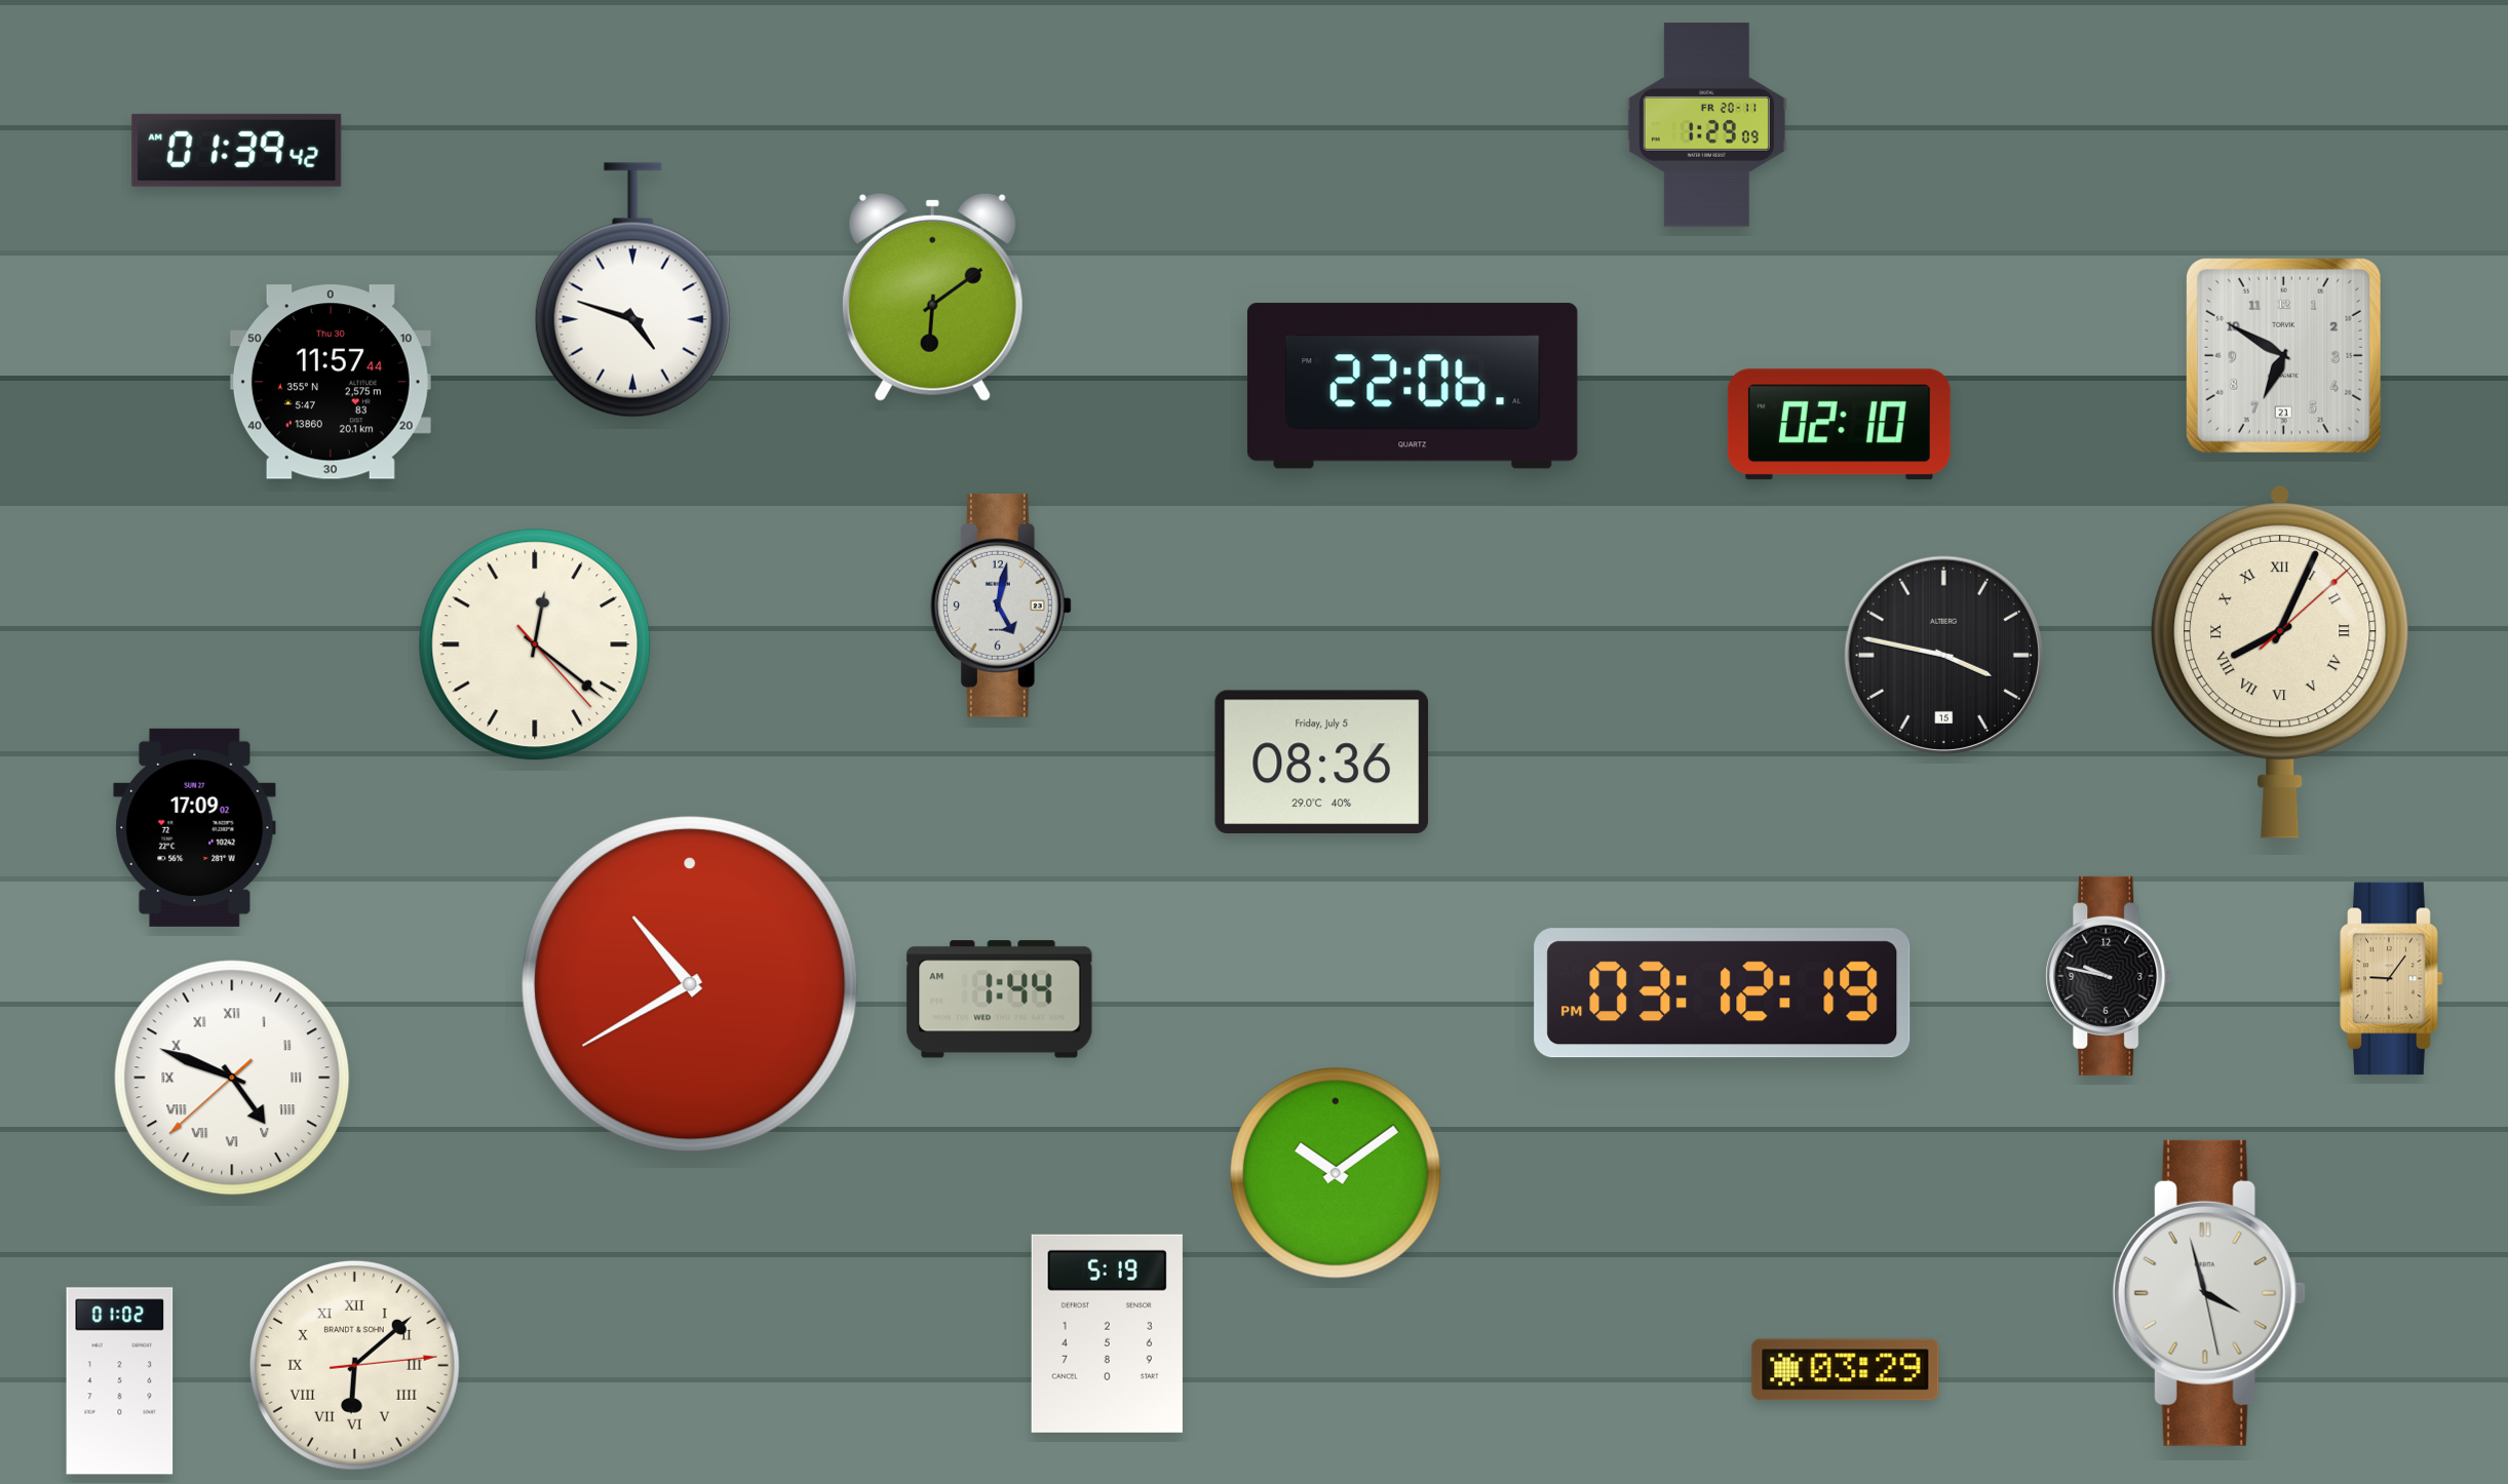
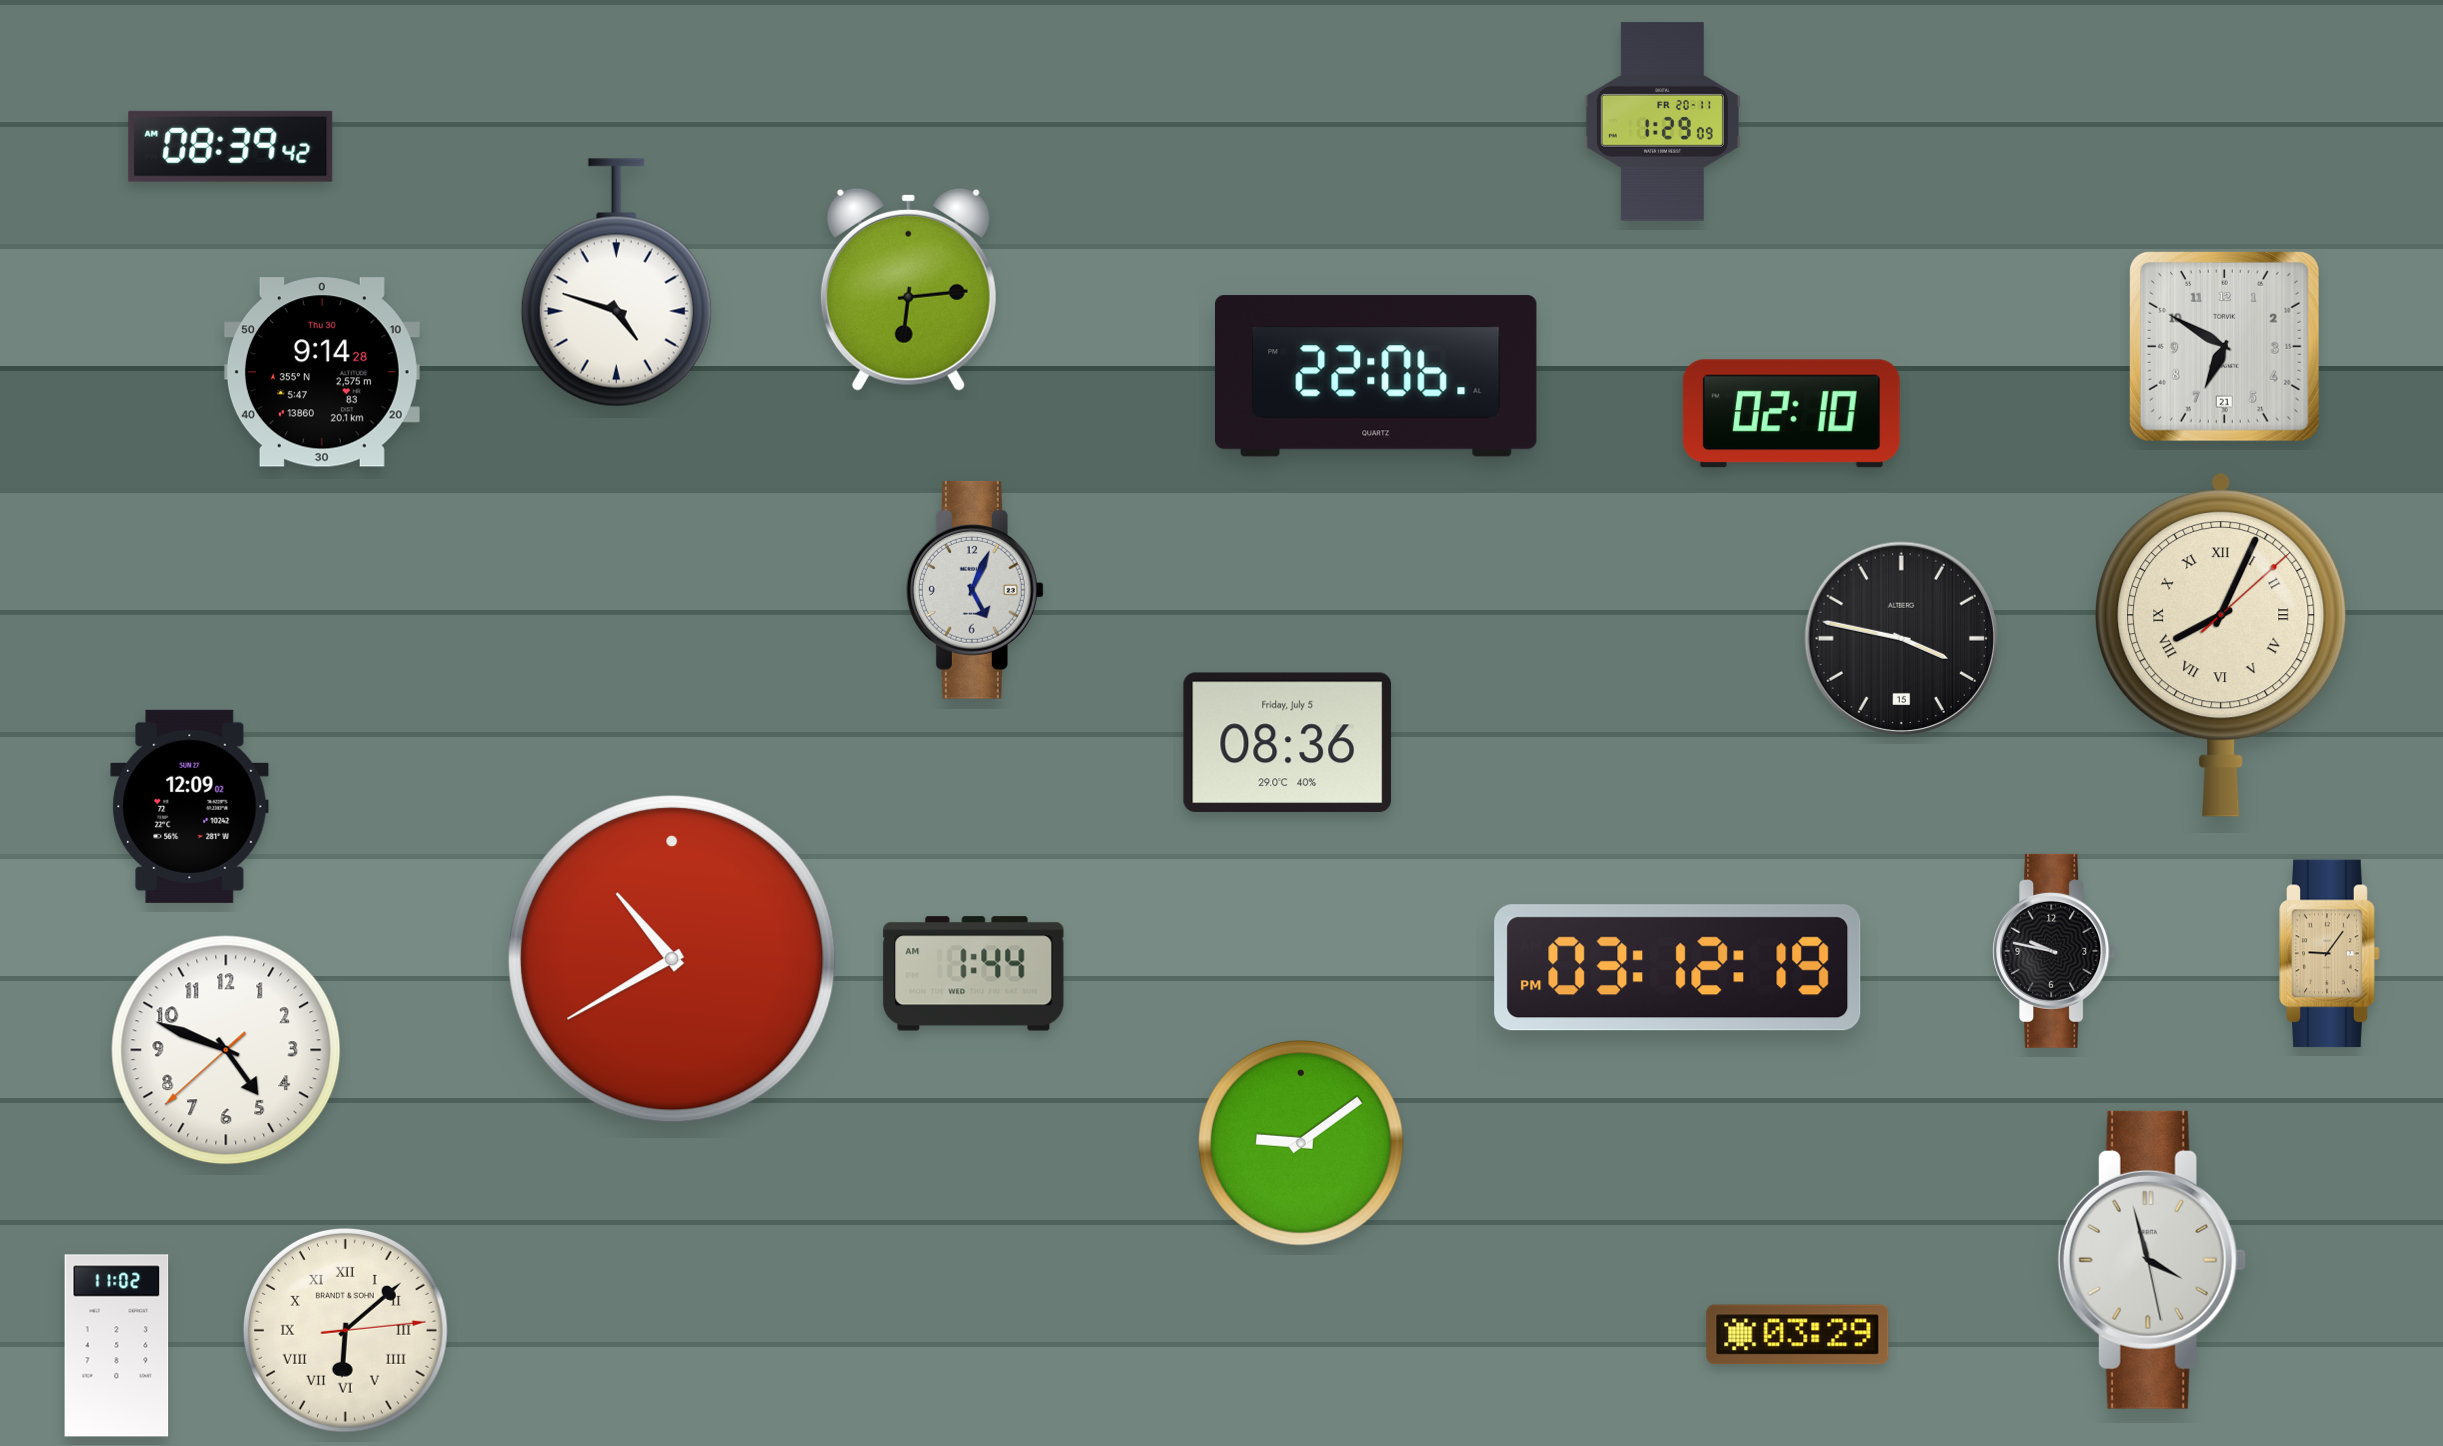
clock at (237, 150): 01:39 -> 08:39
clock at (932, 297): 6:09 -> 6:14
clock at (331, 382): 11:57 -> 9:14
clock at (1001, 606): 5:02 -> 5:04
clock at (535, 645): 12:21 -> none
clock at (1943, 655) position: (1943, 655) -> (1901, 638)
clock at (195, 827): 17:09 -> 12:09
clock at (232, 1078) numerals: Roman -> Arabic
clock at (1336, 1173): 10:09 -> 9:09
clock at (1107, 1333): 5:19 -> none
clock at (120, 1381): 01:02 -> 11:02
